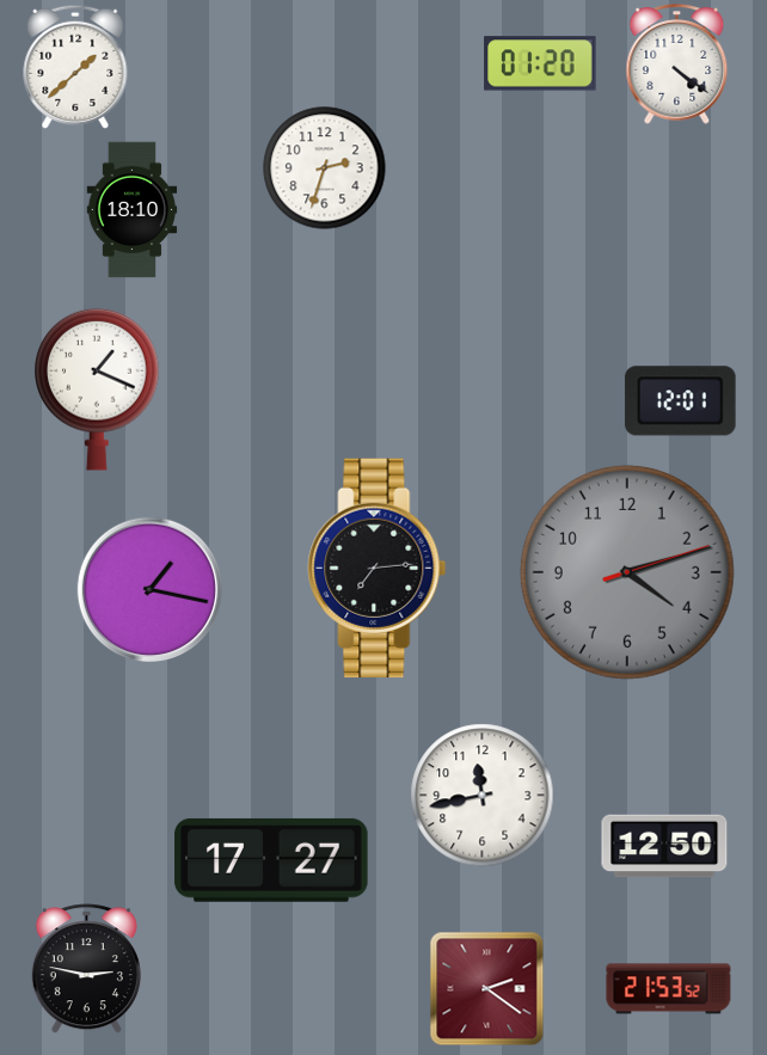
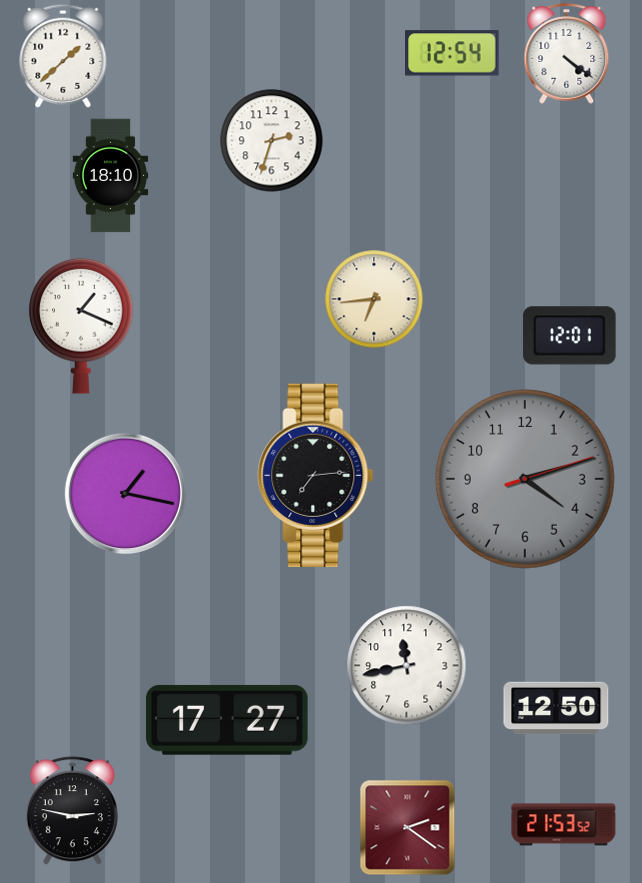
clock at (540, 63): 01:20 -> 12:54
clock at (374, 299): none -> 6:44
clock at (483, 796) position: (483, 796) -> (407, 666)
clock at (669, 989) position: (669, 989) -> (564, 825)
